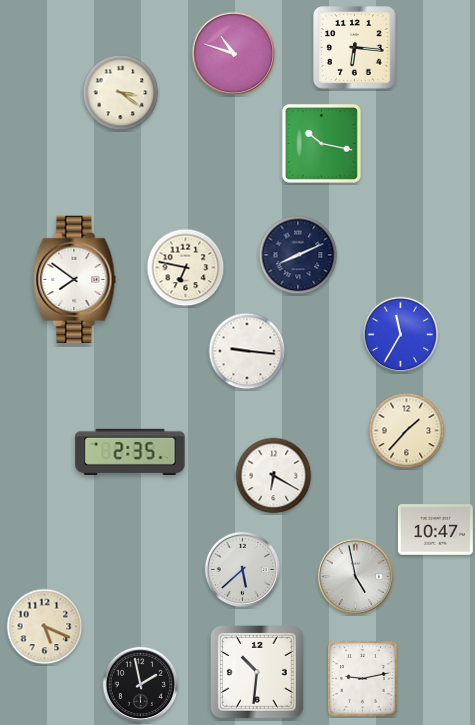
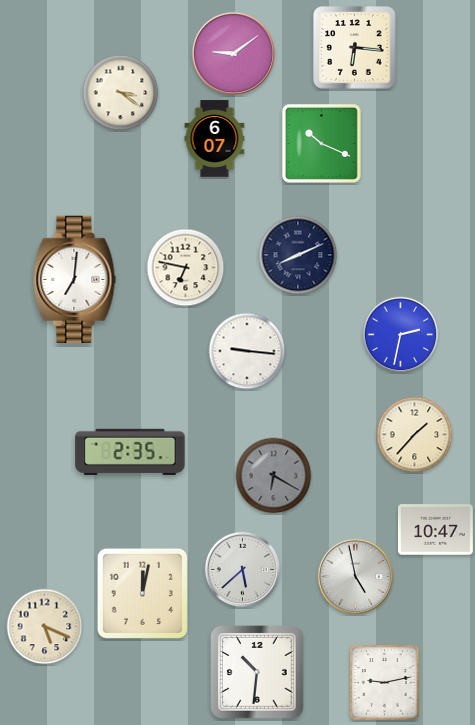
clock at (234, 54): 10:48 -> 9:09
clock at (215, 139): none -> 6:07
clock at (321, 143): 10:17 -> 10:19
clock at (75, 279): 7:51 -> 7:01
clock at (401, 335): 11:35 -> 2:32
clock at (407, 431) position: (407, 431) -> (415, 435)
clock at (274, 476) dial: white -> grey
clock at (142, 593): none -> 12:02
clock at (363, 679) position: (363, 679) -> (385, 683)
clock at (141, 685): 1:58 -> none
